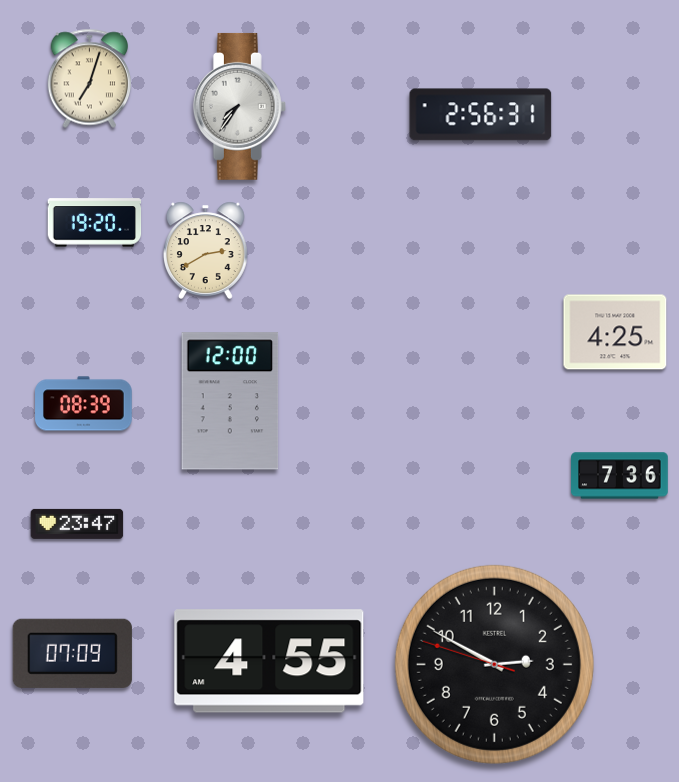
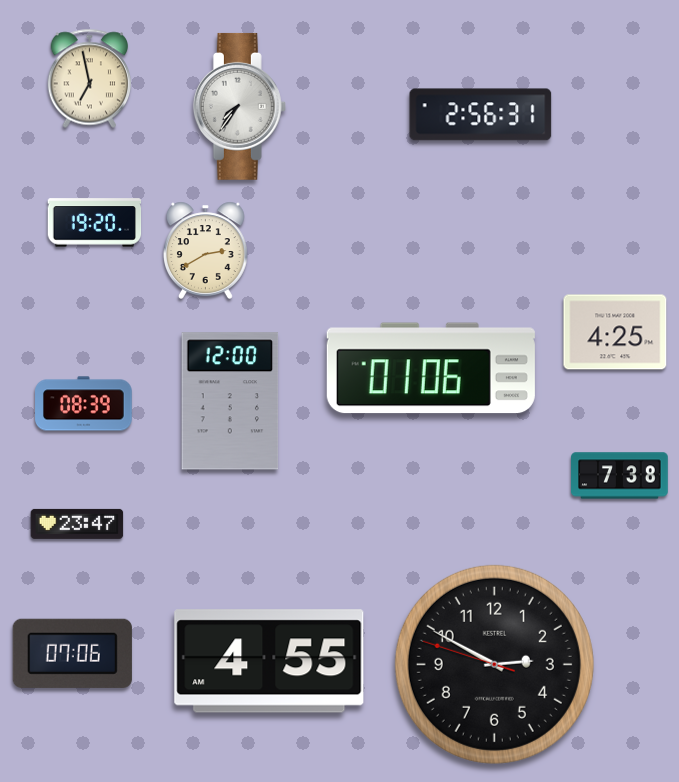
clock at (89, 79): 7:03 -> 6:58
clock at (431, 368): none -> 01:06
clock at (620, 476): 7:36 -> 7:38
clock at (72, 653): 07:09 -> 07:06
